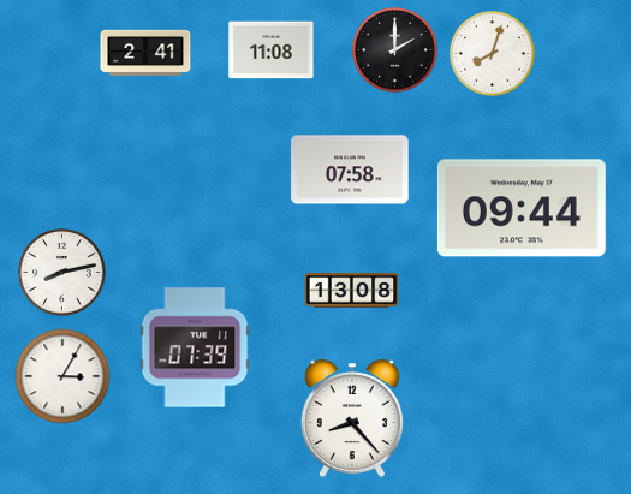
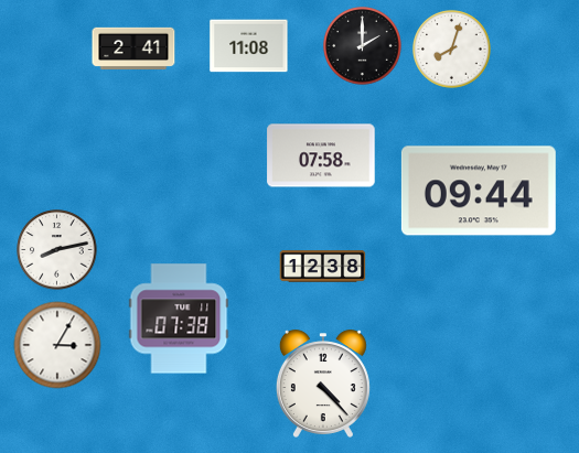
clock at (352, 291): 13:08 -> 12:38
clock at (195, 347): 07:39 -> 07:38
clock at (352, 418): 8:23 -> 4:23
